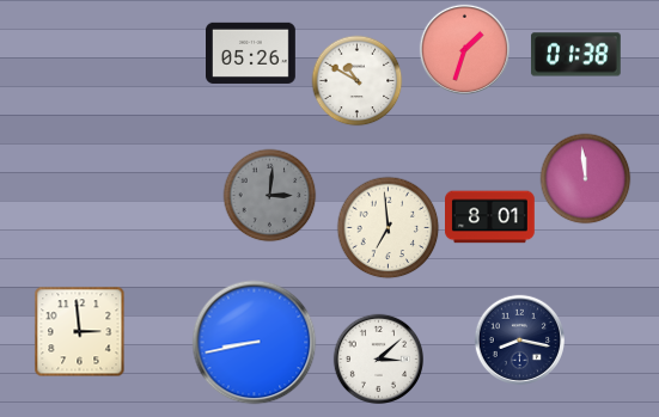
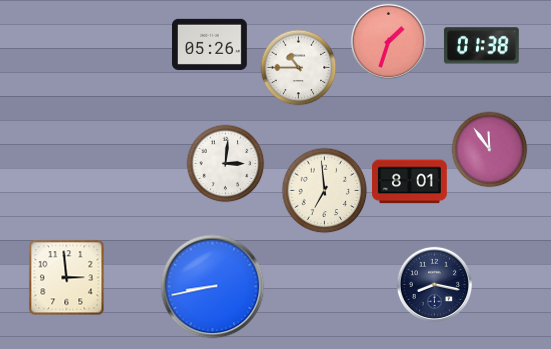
clock at (358, 81): 10:50 -> 10:45
clock at (586, 179): 11:59 -> 11:54
clock at (270, 196) dial: grey -> white
clock at (378, 358): 3:08 -> none
